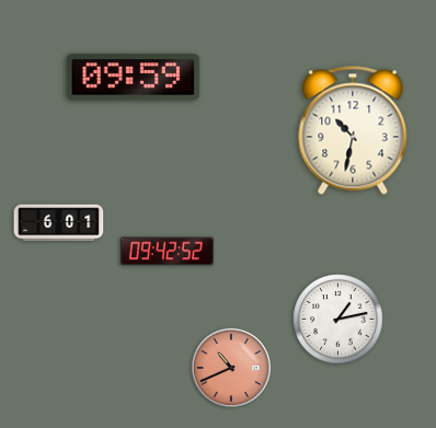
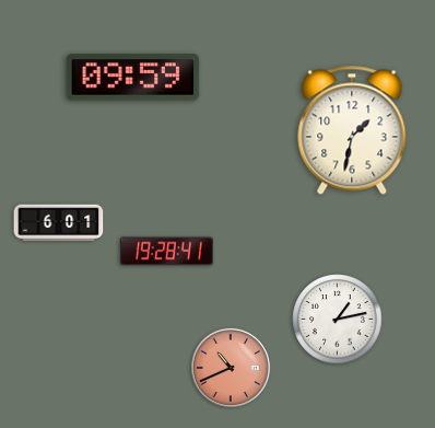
clock at (353, 130): 10:32 -> 1:32
clock at (167, 252): 09:42 -> 19:28
